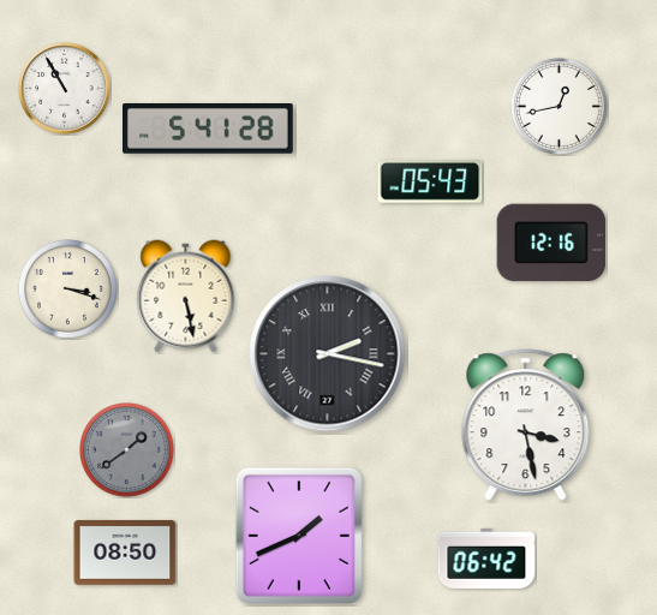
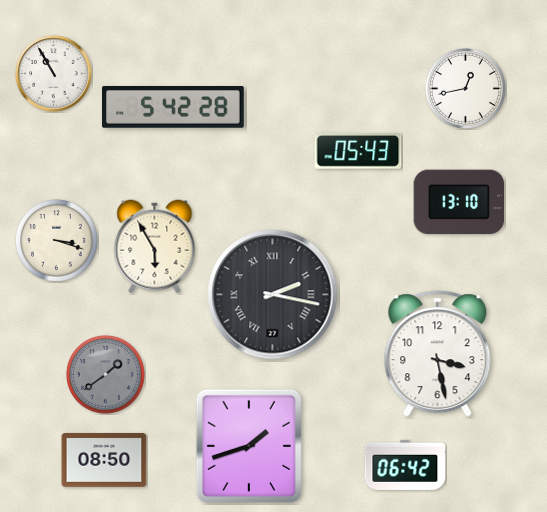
clock at (209, 129): 5:41 -> 5:42
clock at (551, 243): 12:16 -> 13:10
clock at (186, 297): 5:28 -> 5:55
clock at (299, 536): 1:41 -> 1:42
